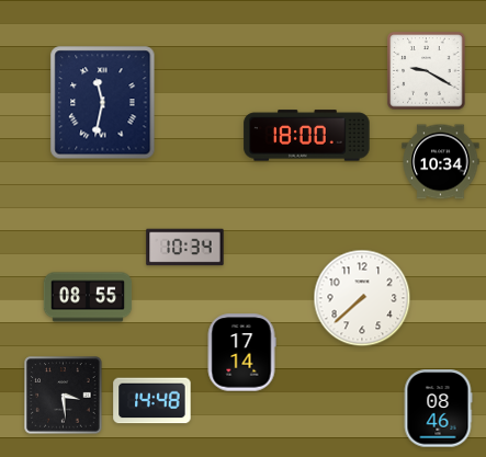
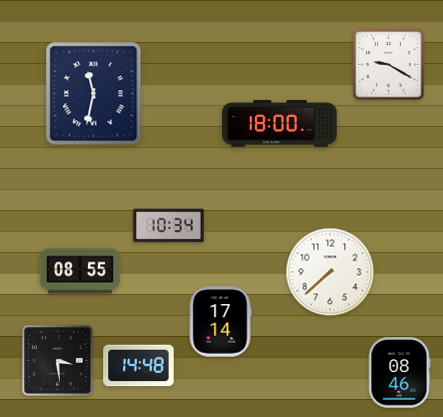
clock at (441, 162): 10:34 -> none
